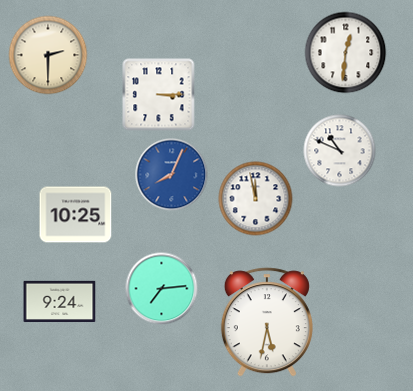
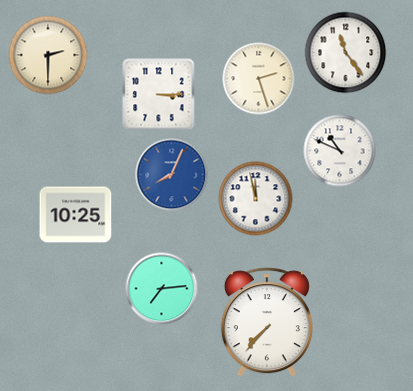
clock at (346, 53): 12:31 -> 11:24
clock at (259, 79): none -> 2:27
clock at (60, 301): 9:24 -> none
clock at (267, 322): 5:32 -> 7:37
